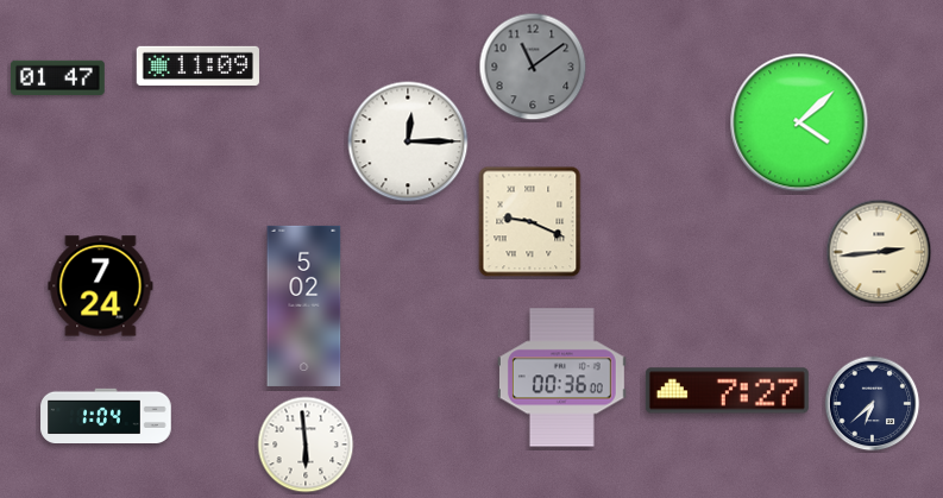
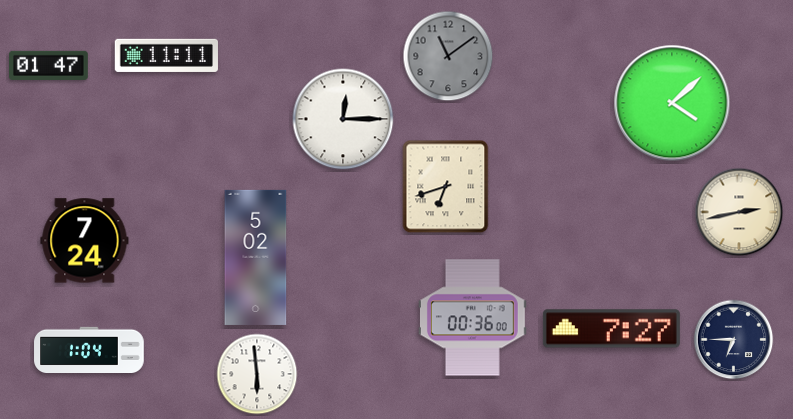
clock at (197, 65): 11:09 -> 11:11
clock at (530, 222): 9:19 -> 6:42
clock at (879, 252): 2:44 -> 2:43
clock at (873, 404): 6:38 -> 6:45
